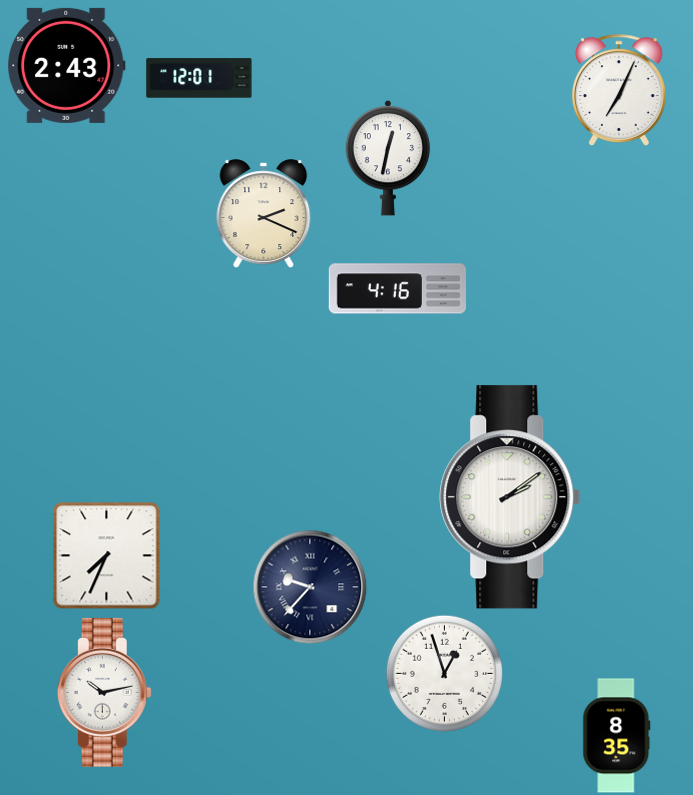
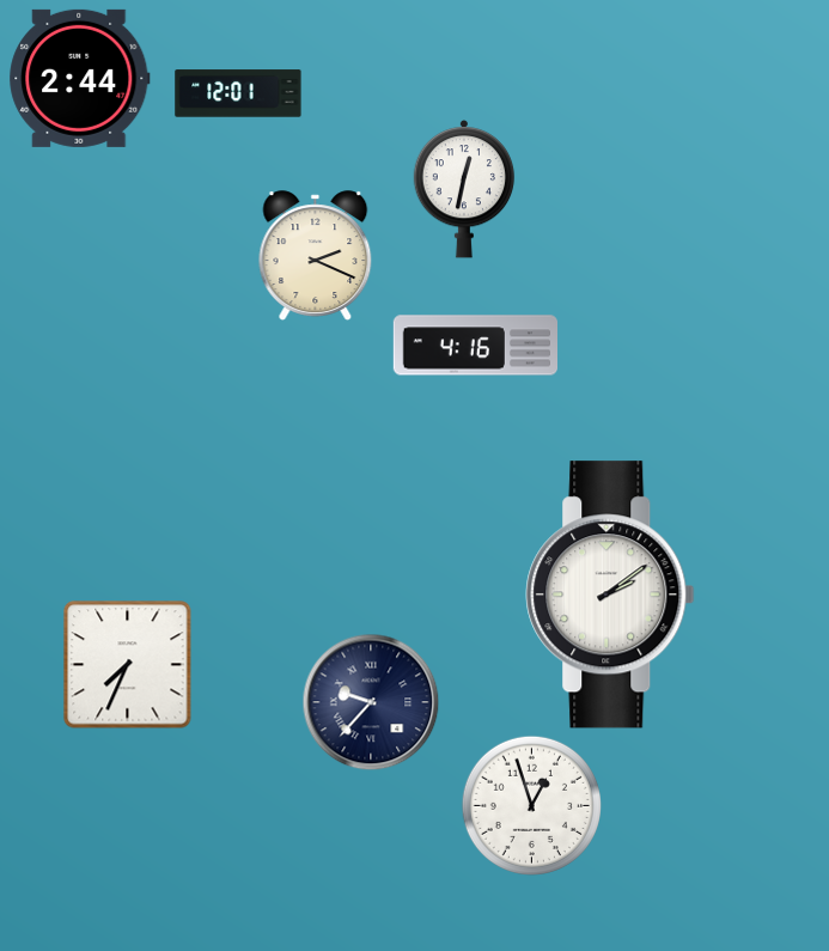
clock at (67, 65): 2:43 -> 2:44
clock at (620, 90): 7:04 -> none
clock at (104, 692): 10:13 -> none
clock at (617, 736): 8:35 -> none
